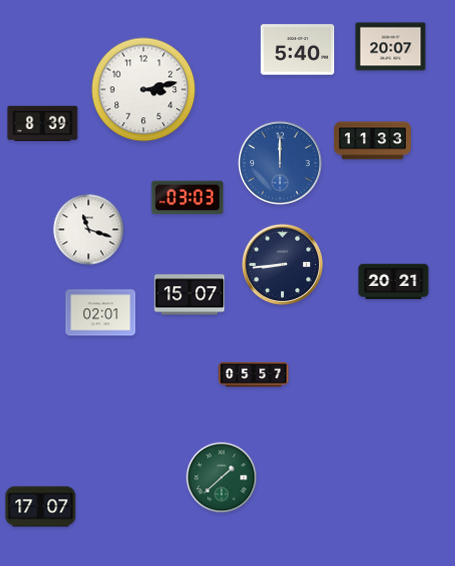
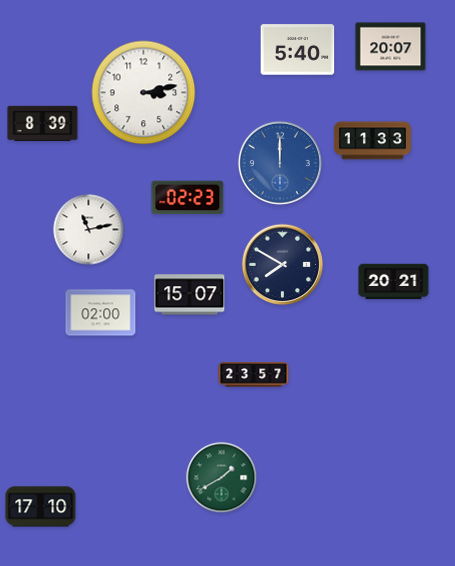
clock at (144, 90) position: (144, 90) -> (144, 93)
clock at (188, 198): 03:03 -> 02:23
clock at (89, 230): 11:18 -> 11:13
clock at (283, 265): 8:44 -> 7:50
clock at (101, 313): 02:01 -> 02:00
clock at (254, 375): 05:57 -> 23:57
clock at (222, 478): 1:38 -> 1:40
clock at (41, 507): 17:07 -> 17:10
